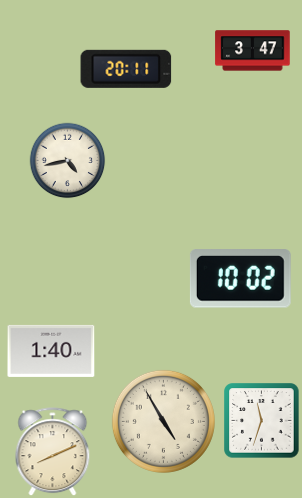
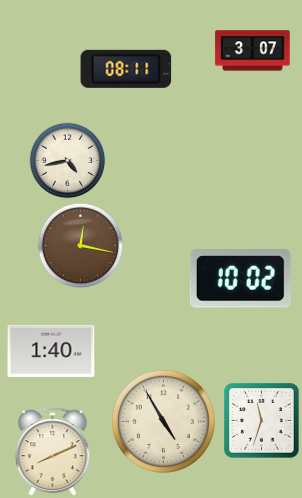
clock at (253, 51): 3:47 -> 3:07
clock at (126, 69): 20:11 -> 08:11
clock at (81, 246): none -> 12:17
